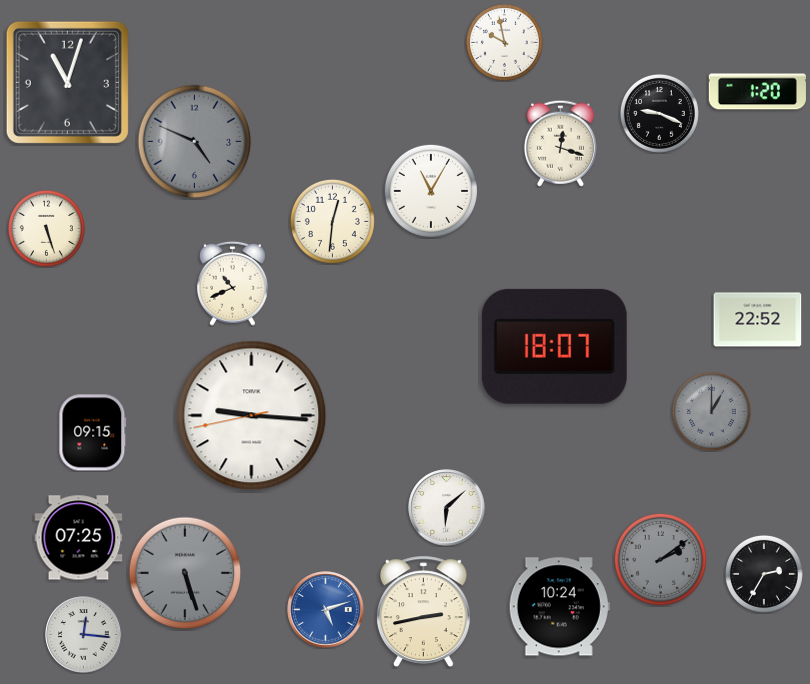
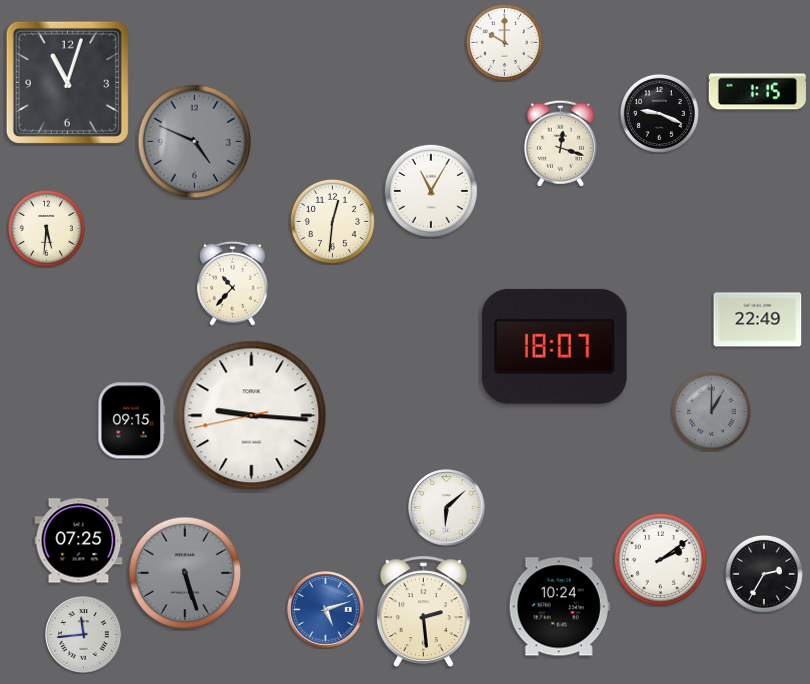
clock at (504, 42): 9:58 -> 10:00
clock at (757, 92): 1:20 -> 1:15
clock at (46, 228): 5:27 -> 5:31
clock at (233, 283): 10:41 -> 10:37
clock at (758, 320): 22:52 -> 22:49
clock at (93, 433) position: (93, 433) -> (132, 421)
clock at (79, 538) position: (79, 538) -> (79, 541)
clock at (660, 559) dial: grey -> white
clock at (423, 611): 2:43 -> 2:29
clock at (84, 635): 12:16 -> 11:44
